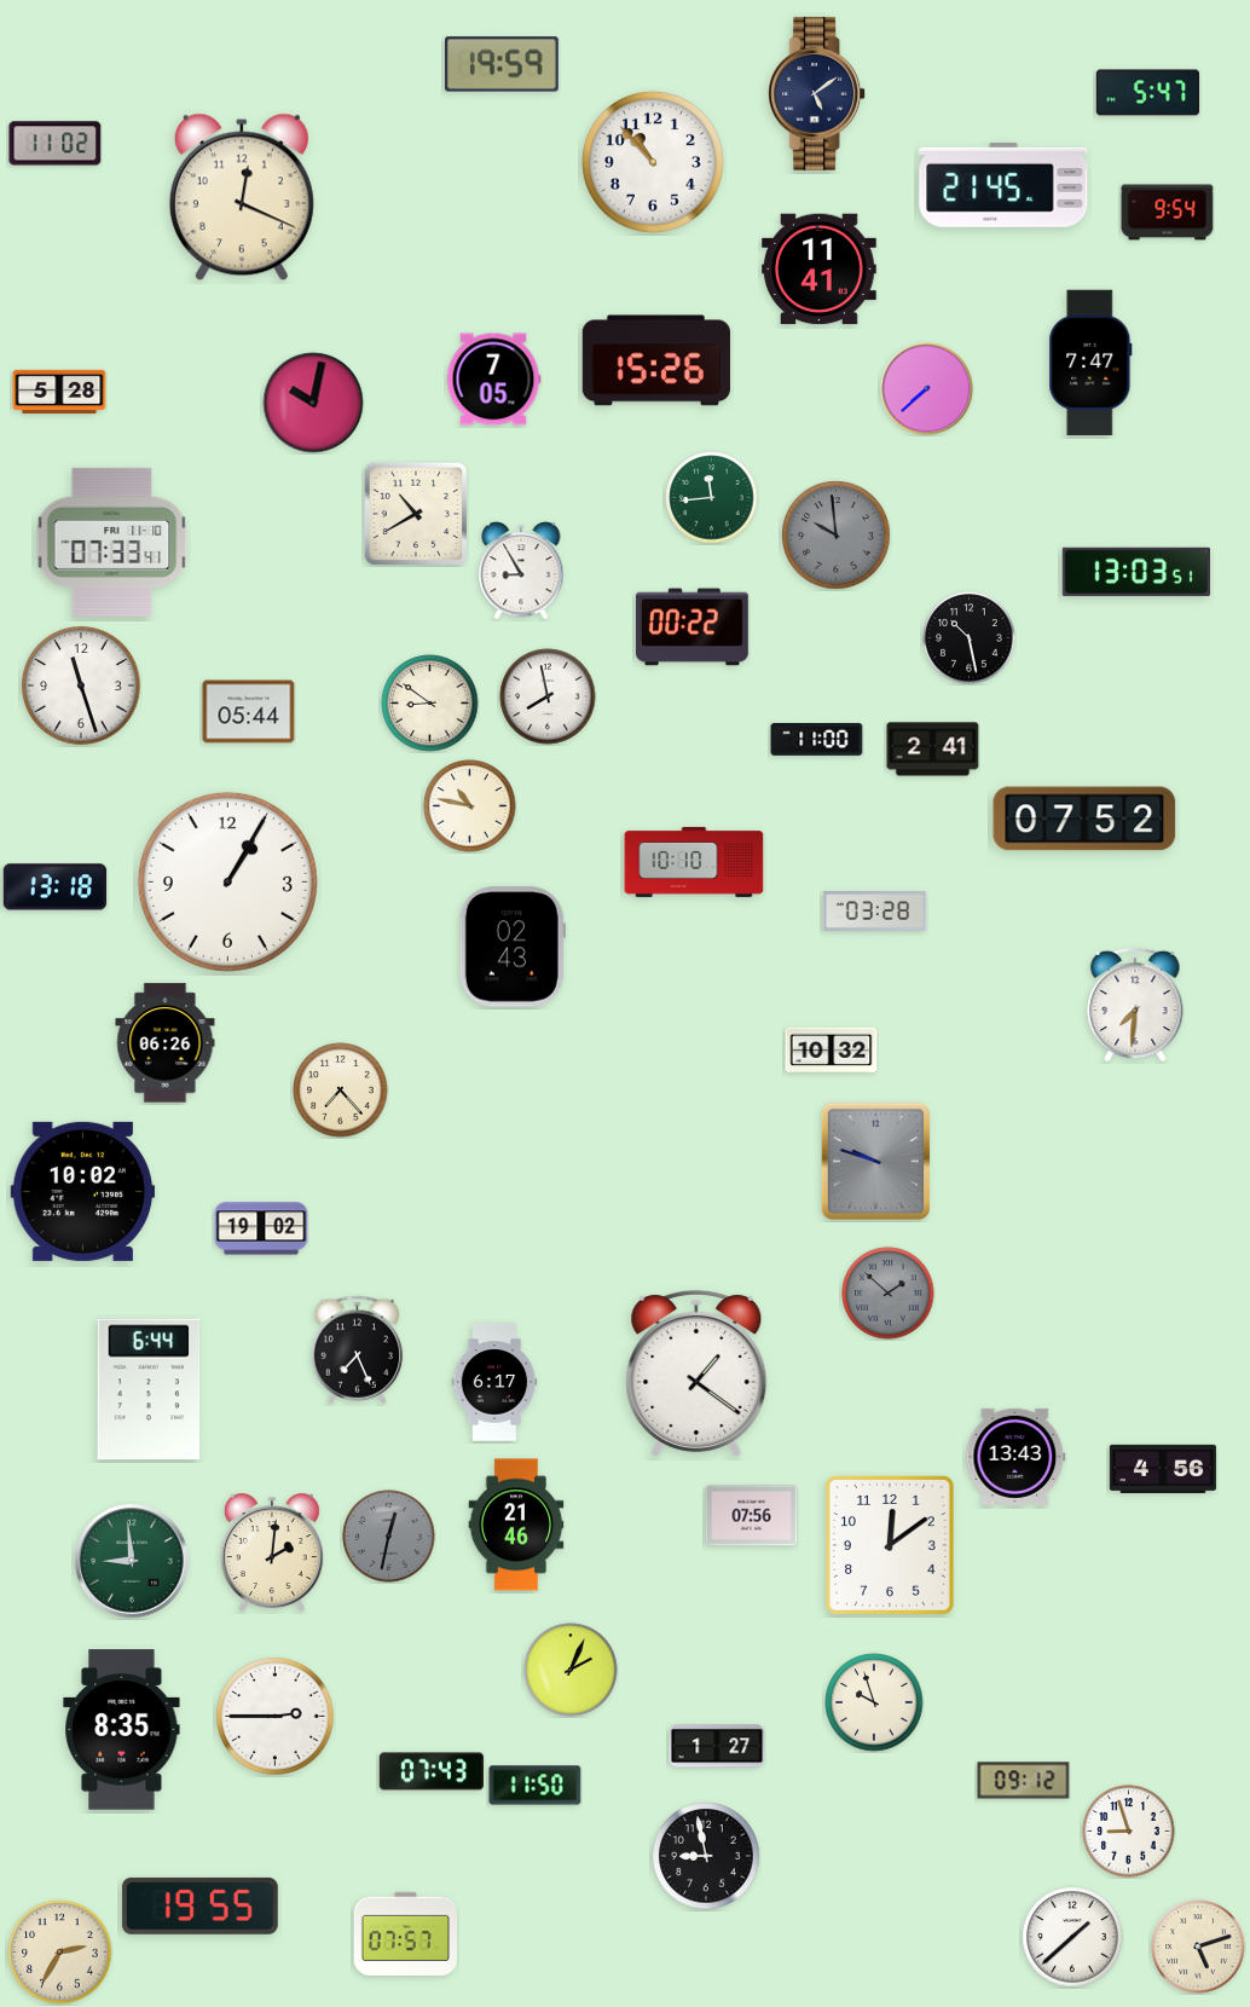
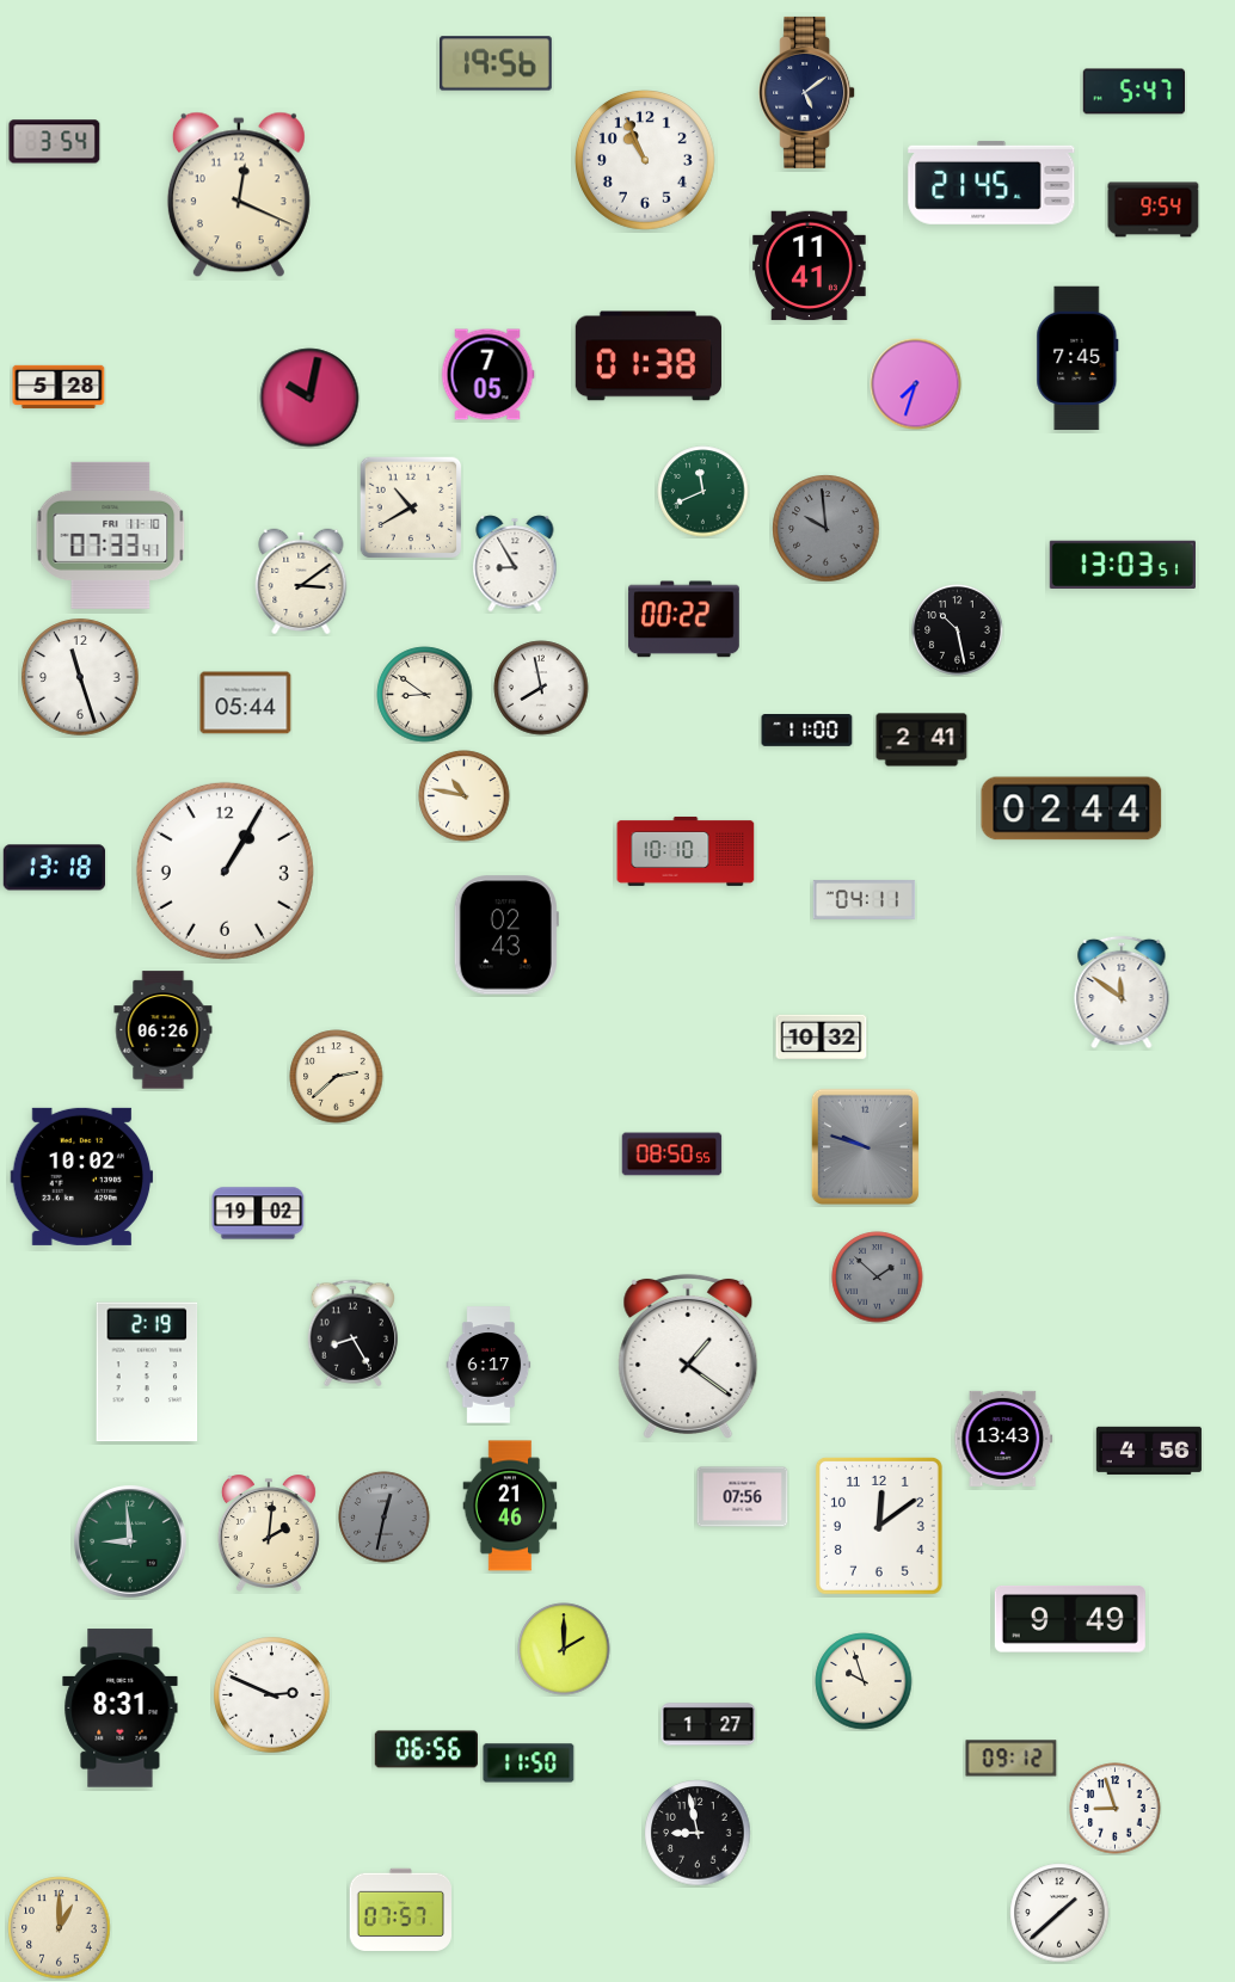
clock at (503, 64): 19:59 -> 19:56
clock at (56, 144): 11:02 -> 3:54
clock at (654, 163): 10:53 -> 10:56
clock at (656, 360): 15:26 -> 01:38
clock at (1090, 363): 7:47 -> 7:45
clock at (927, 389): 7:38 -> 7:33
clock at (712, 498): 11:44 -> 11:41
clock at (301, 581): none -> 3:09
clock at (1084, 819): 07:52 -> 02:44
clock at (56, 887) position: (56, 887) -> (55, 868)
clock at (875, 912): 03:28 -> 04:11
clock at (1135, 1005): 7:31 -> 11:51
clock at (341, 1091): 7:23 -> 2:38
clock at (672, 1155): none -> 08:50
clock at (358, 1350): 7:26 -> 8:25
clock at (149, 1389): 6:44 -> 2:19
clock at (1070, 1620): none -> 9:49
clock at (571, 1670): 2:04 -> 2:00
clock at (276, 1717): 2:45 -> 2:49
clock at (122, 1730): 8:35 -> 8:31
clock at (430, 1771): 07:43 -> 06:56
clock at (199, 1905): 19:55 -> none
clock at (1198, 1947): 5:12 -> none
clock at (60, 1953): 2:35 -> 1:00
